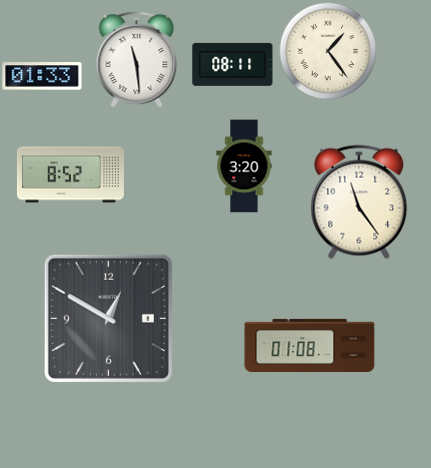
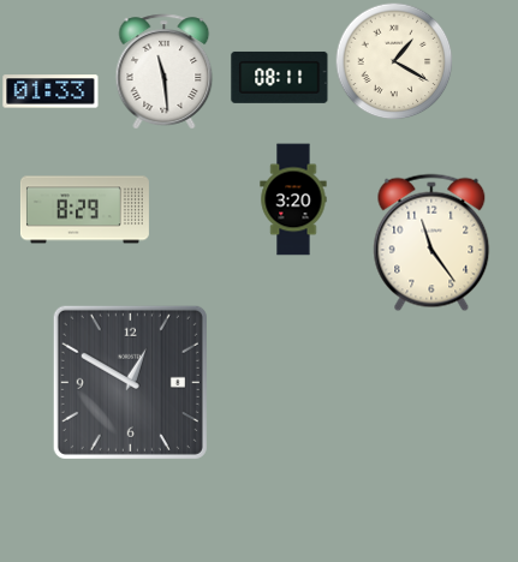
clock at (328, 51): 1:24 -> 1:20
clock at (70, 175): 8:52 -> 8:29
clock at (310, 345): 01:08 -> none
